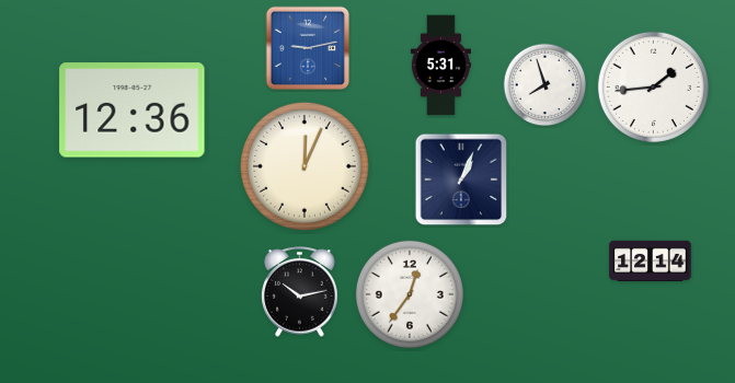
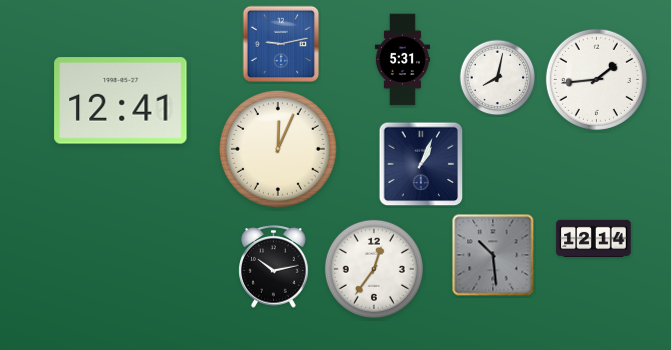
clock at (545, 85): 7:57 -> 8:02
clock at (133, 111): 12:36 -> 12:41
clock at (305, 166) position: (305, 166) -> (278, 149)
clock at (493, 255): none -> 10:29
